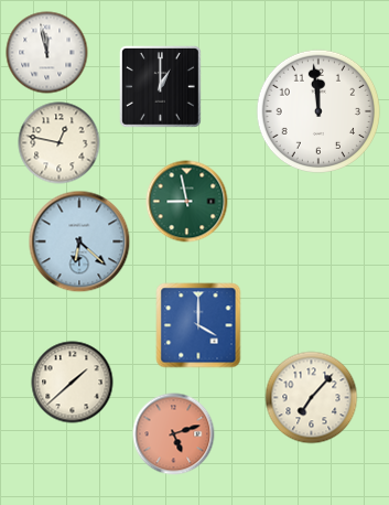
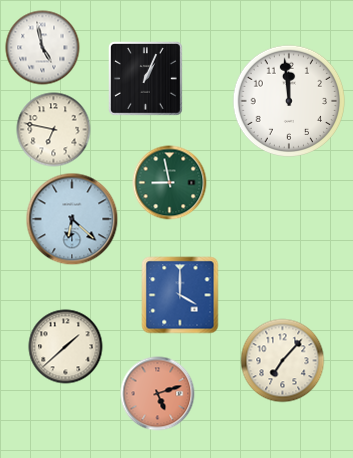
clock at (47, 53): 11:58 -> 4:58
clock at (161, 87): 1:00 -> 1:04
clock at (60, 143): 12:47 -> 6:47
